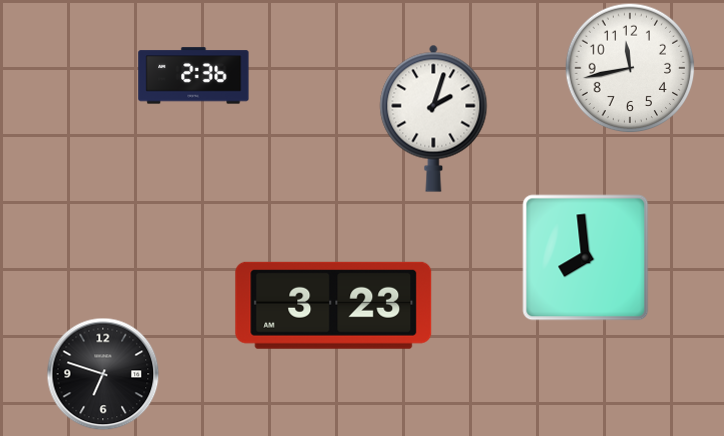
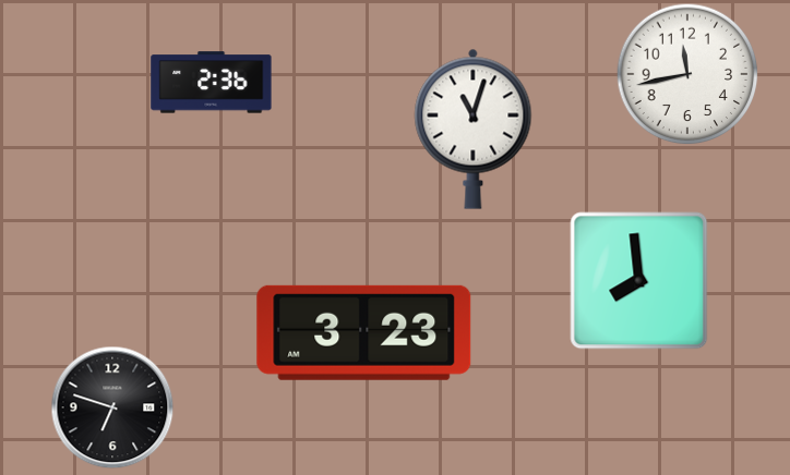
clock at (434, 118): 2:03 -> 11:03
